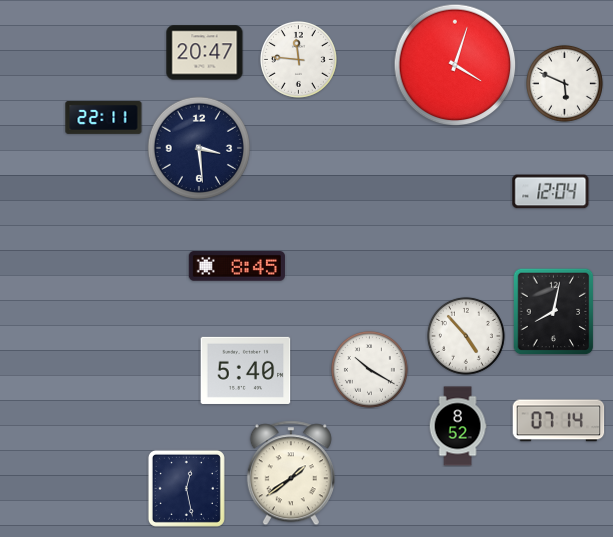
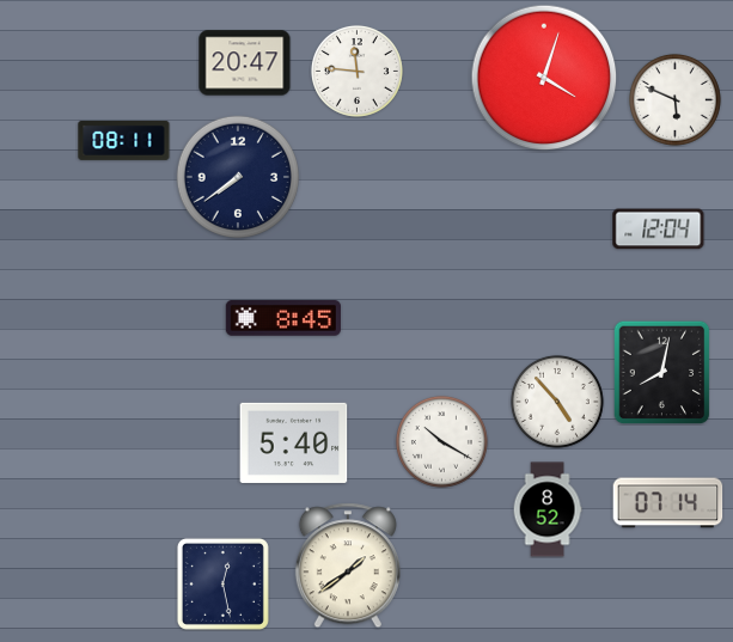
clock at (104, 117): 22:11 -> 08:11
clock at (198, 147): 3:29 -> 7:39
